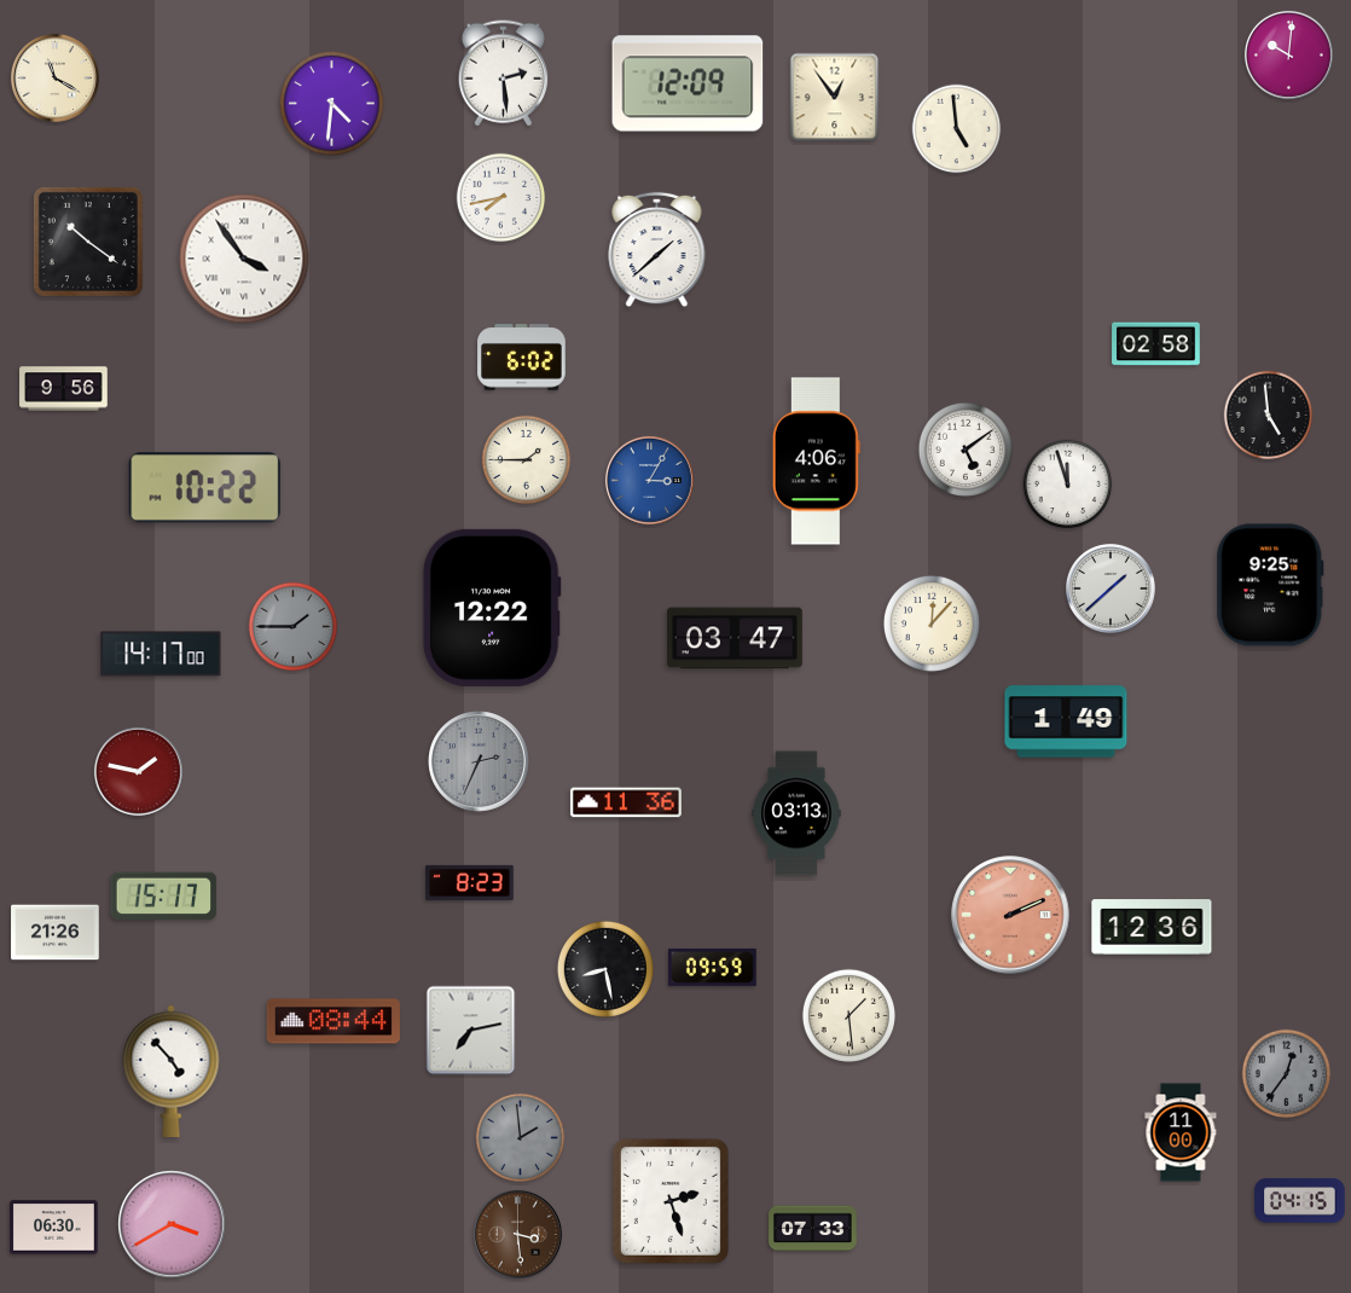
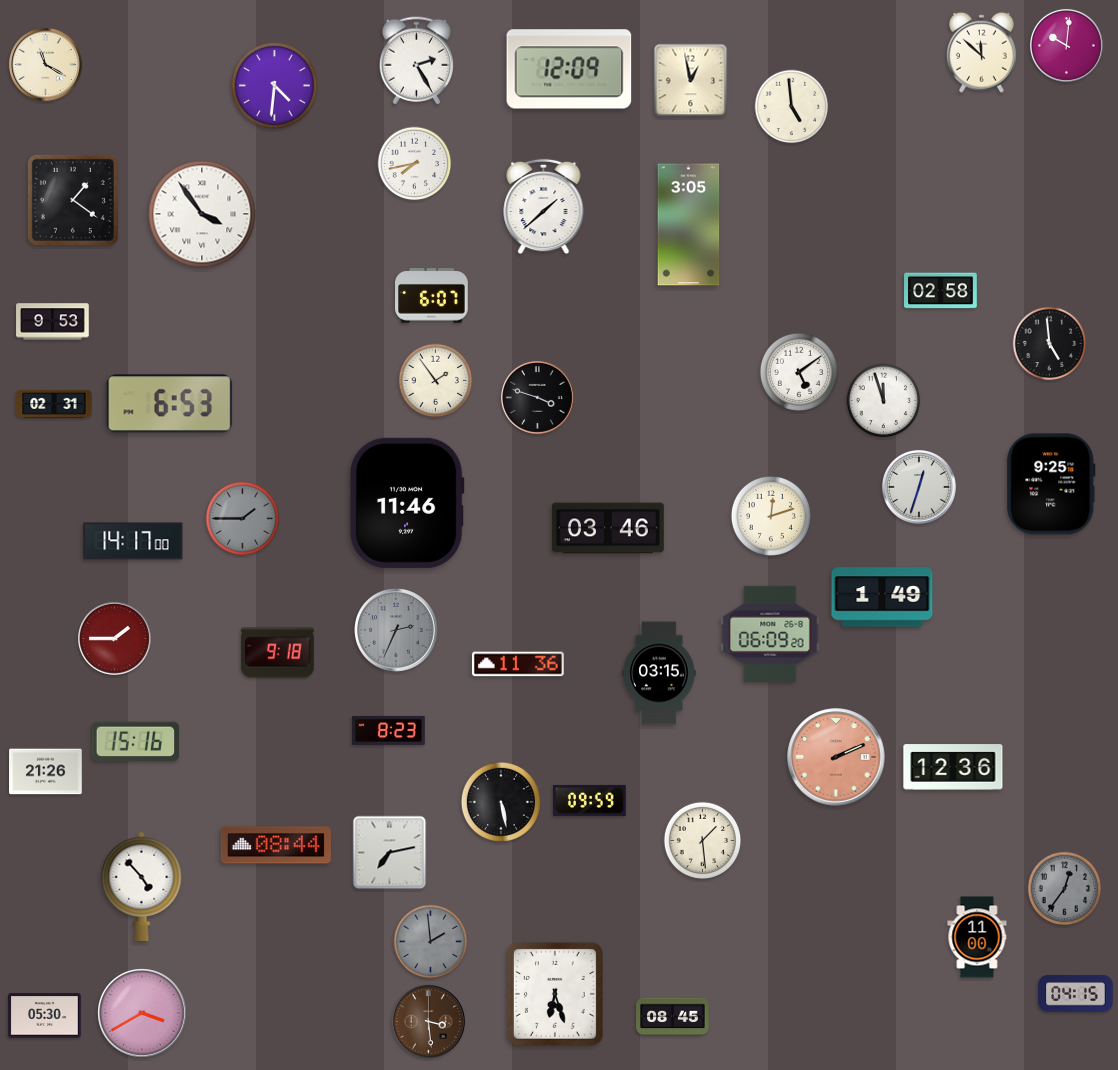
clock at (981, 52): none -> 11:52
clock at (503, 74): 2:29 -> 2:25
clock at (835, 98): 12:54 -> 12:58
clock at (88, 242): 10:21 -> 1:21
clock at (689, 225): none -> 3:05
clock at (1156, 344) position: (1156, 344) -> (941, 291)
clock at (522, 358): 6:02 -> 6:07
clock at (64, 389): 9:56 -> 9:53
clock at (527, 460): 1:45 -> 1:54
clock at (816, 462): 4:06 -> none
clock at (649, 480): 3:05 -> 3:48
clock at (649, 480) dial: blue -> black
clock at (54, 404): none -> 02:31
clock at (205, 488): 10:22 -> 6:53
clock at (1111, 588): 1:38 -> 12:33
clock at (492, 608): 12:22 -> 11:46
clock at (932, 624): 12:07 -> 12:12
clock at (735, 638): 03:47 -> 03:46
clock at (770, 634): none -> 06:09
clock at (138, 771): 1:47 -> 1:45
clock at (278, 653): none -> 9:18
clock at (796, 813): 03:13 -> 03:15
clock at (164, 897): 15:17 -> 15:16
clock at (605, 969): 8:28 -> 5:28
clock at (671, 1201): 2:27 -> 6:27
clock at (54, 1228): 06:30 -> 05:30
clock at (813, 1229): 07:33 -> 08:45
